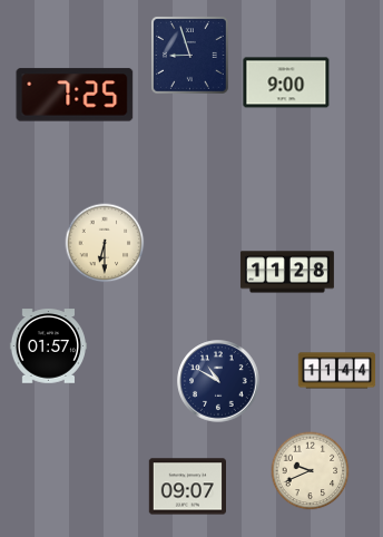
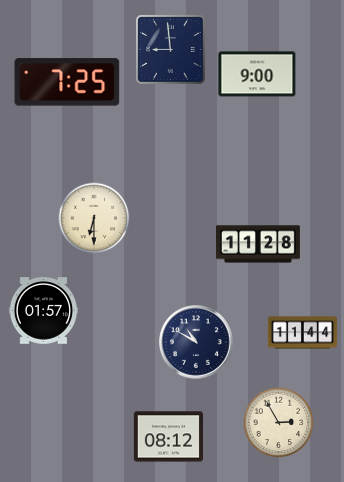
clock at (190, 56): 8:57 -> 8:59
clock at (75, 95) position: (75, 95) -> (67, 82)
clock at (311, 471): 9:41 -> 2:55
clock at (187, 487): 09:07 -> 08:12
